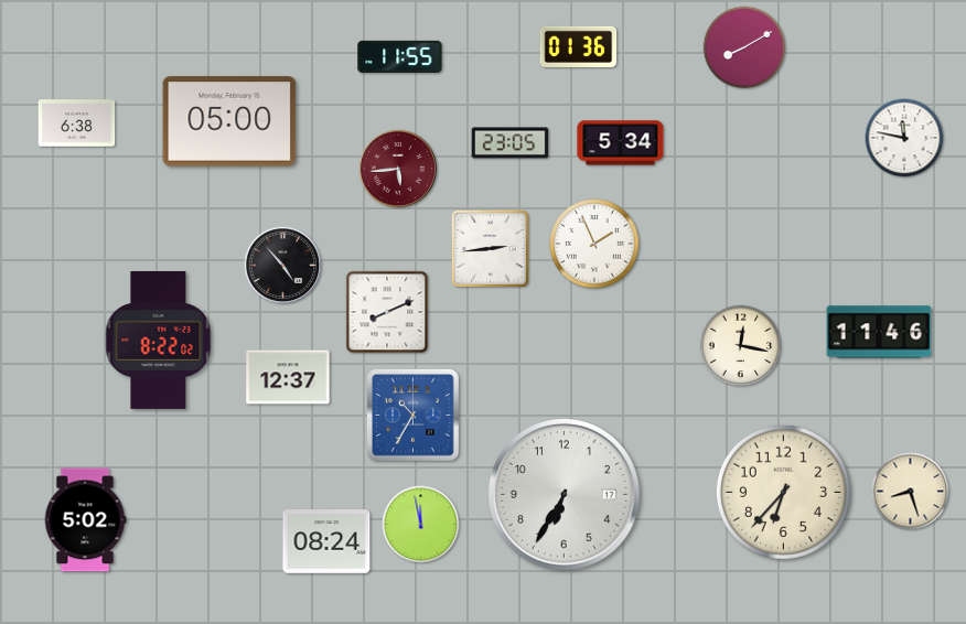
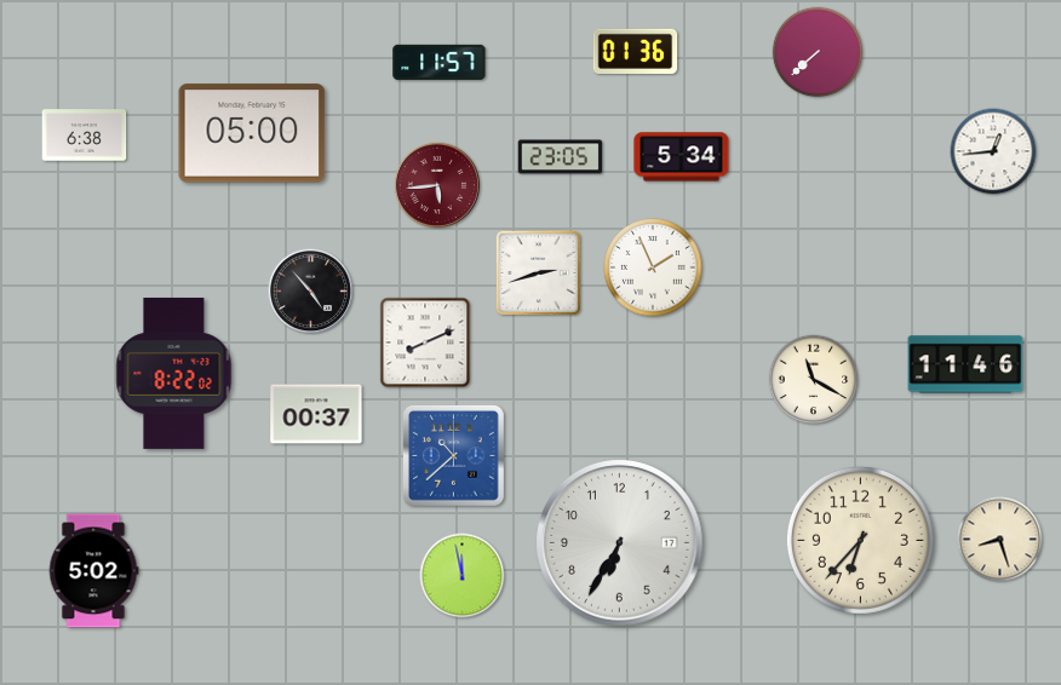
clock at (744, 47): 8:10 -> 7:38
clock at (400, 56): 11:55 -> 11:57
clock at (904, 138): 11:47 -> 12:44
clock at (490, 248): 2:44 -> 2:42
clock at (741, 346): 12:17 -> 11:20
clock at (288, 377): 12:37 -> 00:37
clock at (412, 415): 10:35 -> 10:38
clock at (326, 542): 08:24 -> none
